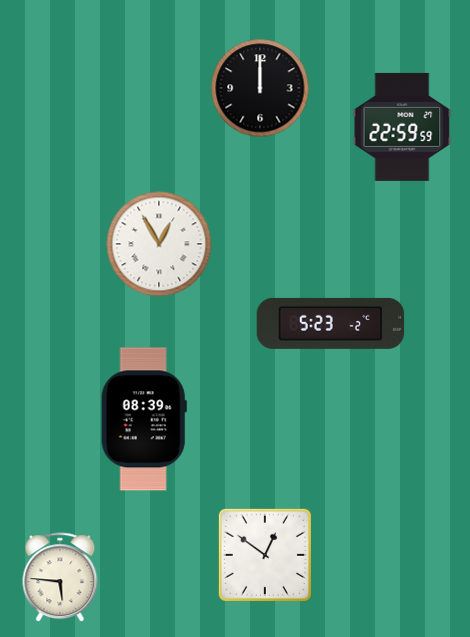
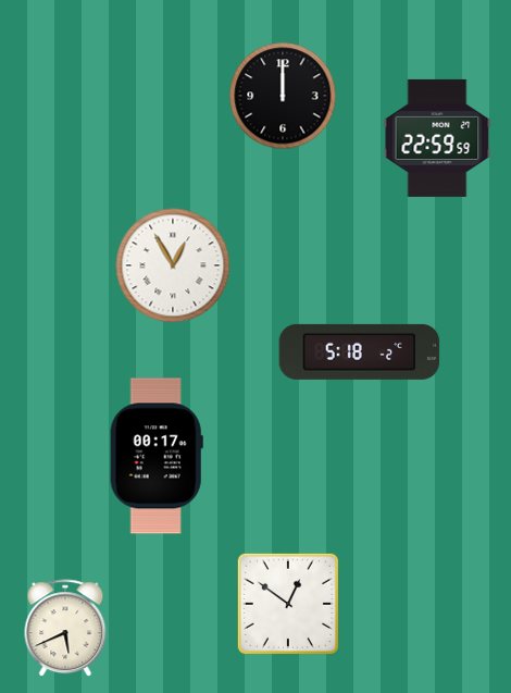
clock at (331, 323): 5:23 -> 5:18
clock at (144, 419): 08:39 -> 00:17
clock at (60, 578): 5:46 -> 5:41
